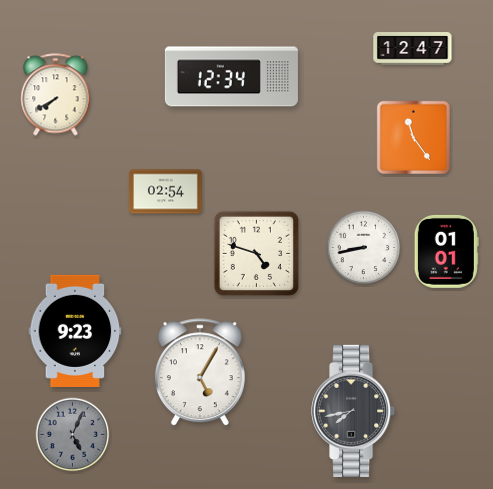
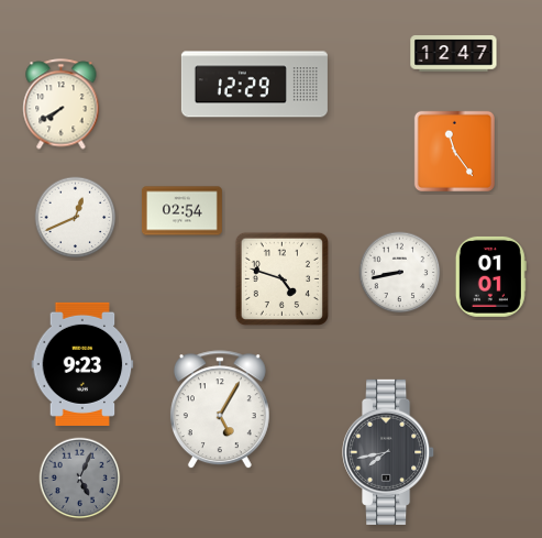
clock at (231, 77): 12:34 -> 12:29
clock at (76, 218): none -> 12:41
